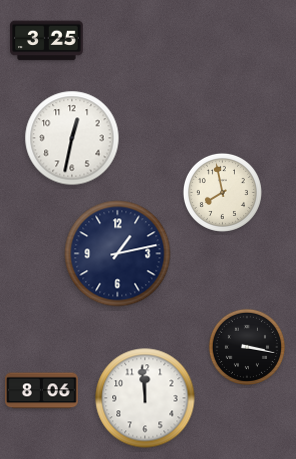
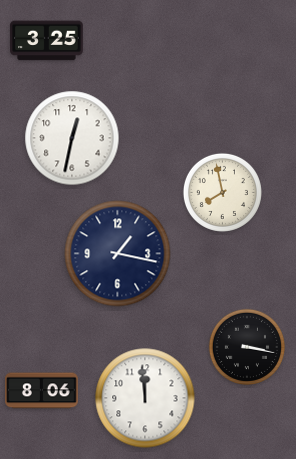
clock at (118, 254): 1:13 -> 1:17
